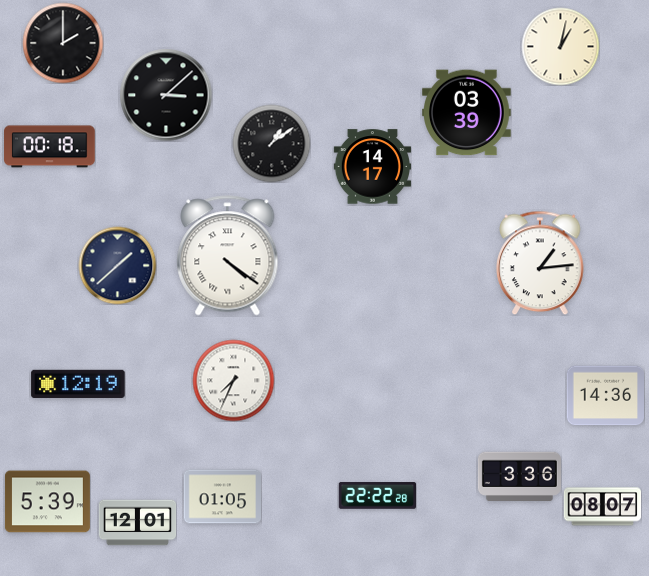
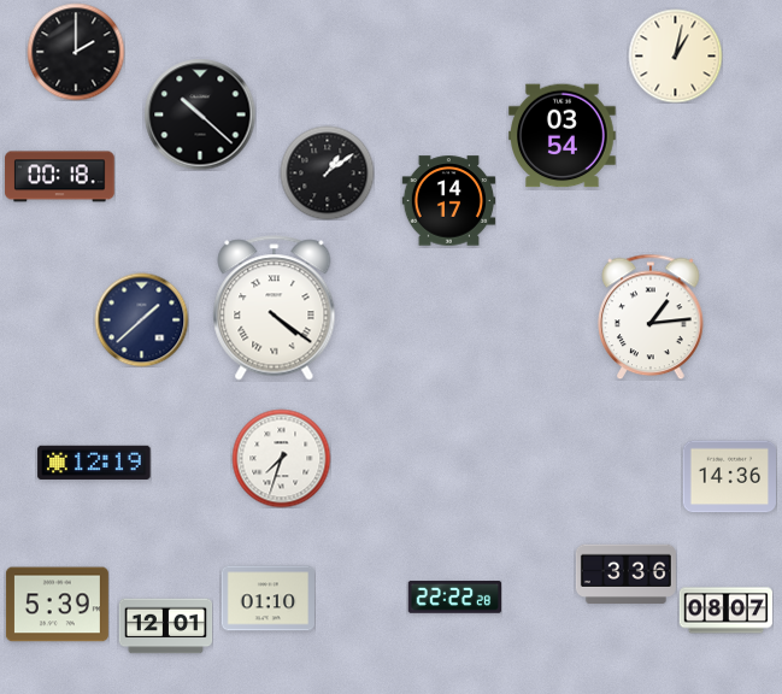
clock at (166, 95): 3:08 -> 10:22
clock at (467, 113): 03:39 -> 03:54
clock at (233, 380): 7:34 -> 7:33
clock at (222, 497): 01:05 -> 01:10
clock at (137, 523) position: (137, 523) -> (165, 627)
